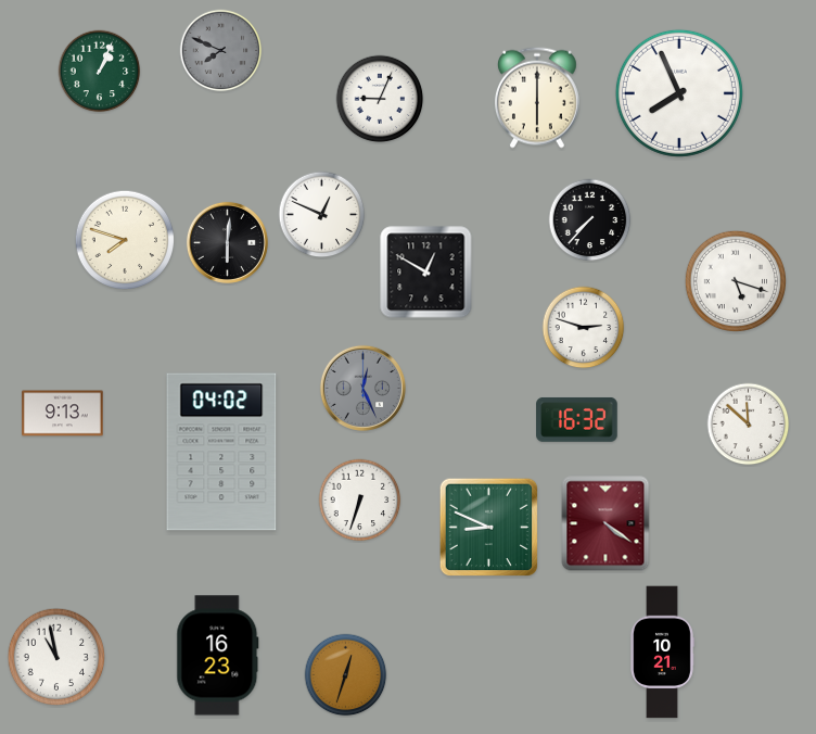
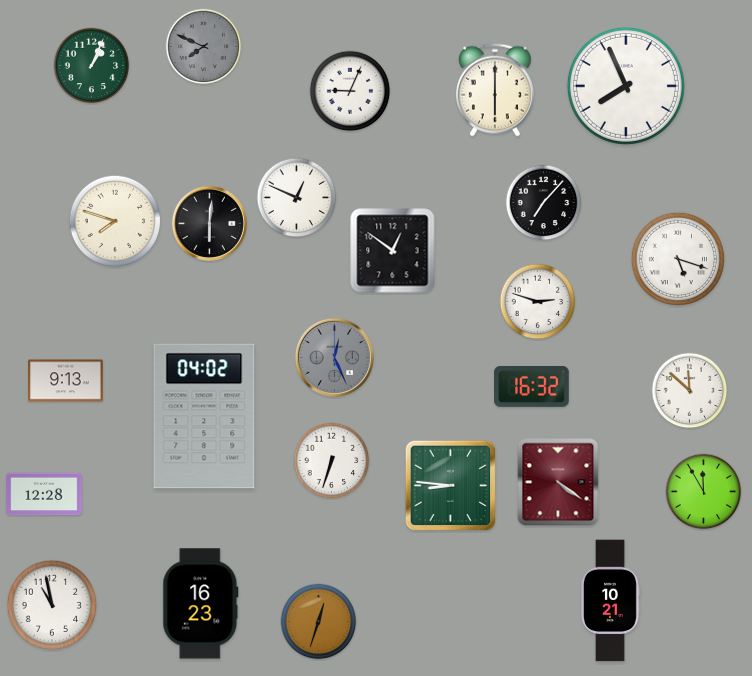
clock at (590, 220): 7:37 -> 7:07
clock at (426, 273): 12:50 -> 12:51
clock at (63, 414) position: (63, 414) -> (66, 381)
clock at (489, 528): 8:49 -> 8:46
clock at (704, 492): none -> 11:55
clock at (44, 494): none -> 12:28
